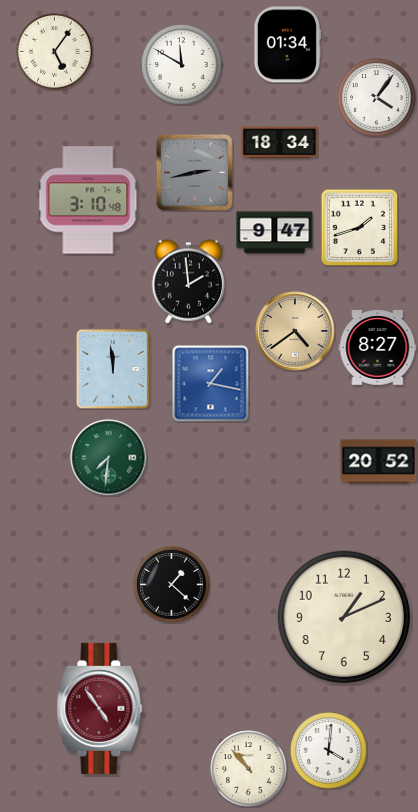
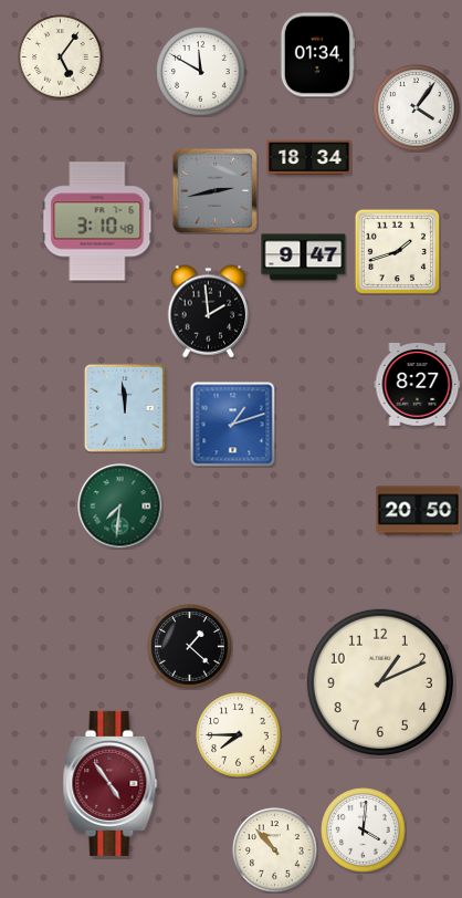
clock at (286, 45) position: (286, 45) -> (316, 55)
clock at (295, 331): 4:39 -> none
clock at (211, 384): 1:17 -> 1:12
clock at (379, 462): 20:52 -> 20:50
clock at (239, 735): none -> 7:45
